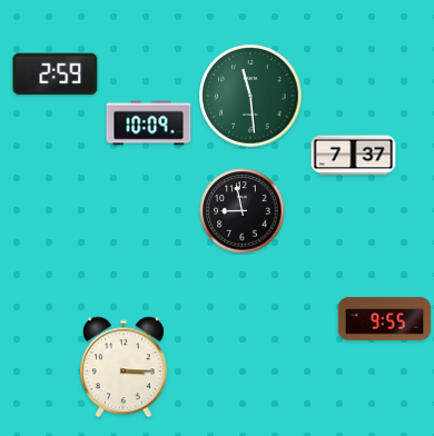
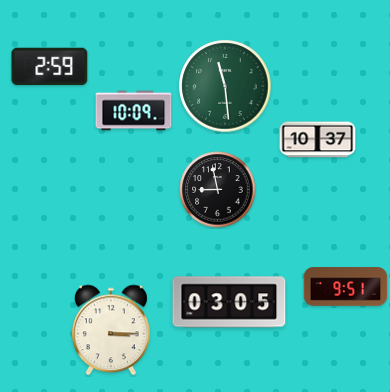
clock at (354, 156): 7:37 -> 10:37
clock at (385, 319): 9:55 -> 9:51
clock at (229, 302): none -> 03:05
